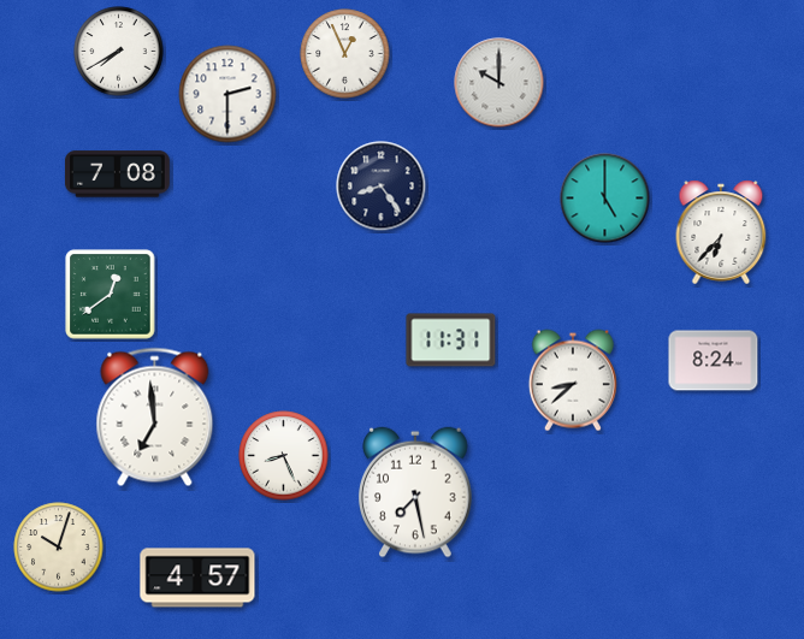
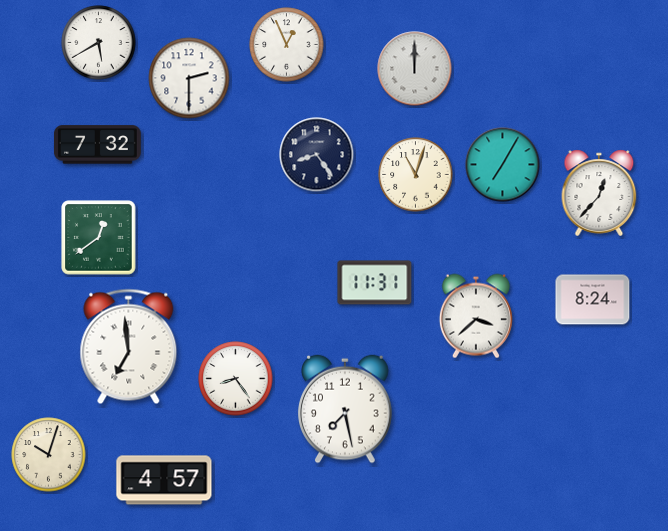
clock at (119, 52): 7:40 -> 5:40
clock at (499, 83): 10:00 -> 12:00
clock at (117, 174): 7:08 -> 7:32
clock at (605, 199): 5:00 -> 7:05
clock at (416, 175): none -> 11:03
clock at (721, 232): 6:37 -> 12:37
clock at (111, 295) position: (111, 295) -> (99, 238)
clock at (573, 380): 8:38 -> 3:38
clock at (284, 456): 8:26 -> 8:24
